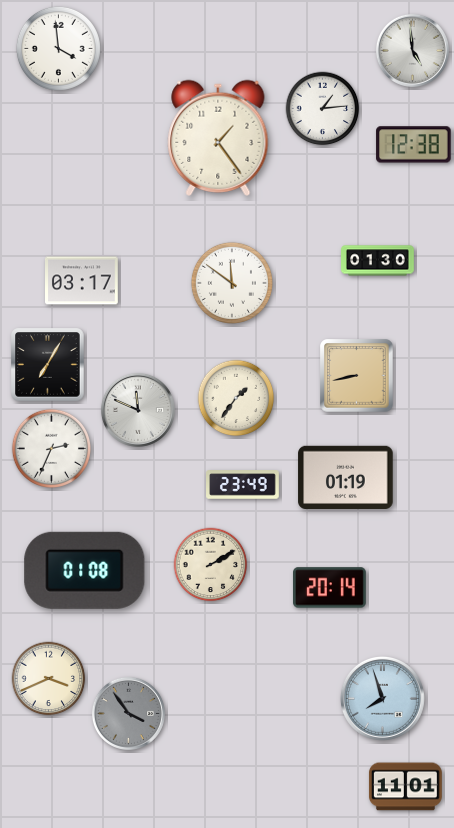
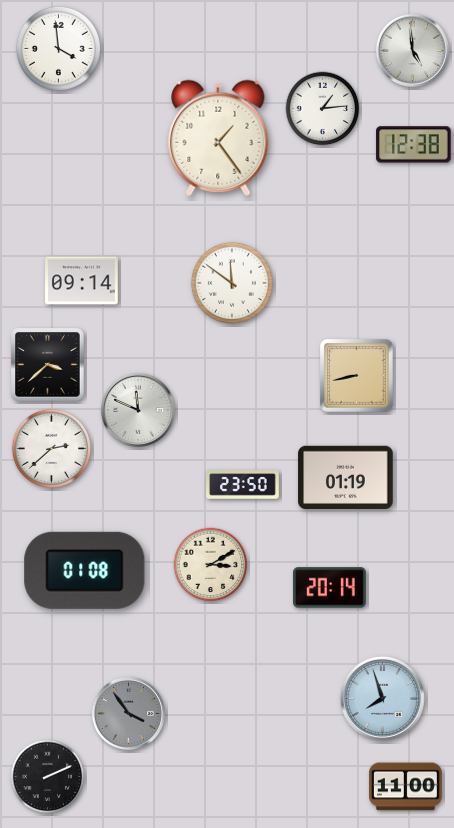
clock at (378, 261): 01:30 -> none
clock at (82, 281): 03:17 -> 09:14
clock at (48, 365): 7:05 -> 3:38
clock at (236, 398): 1:36 -> none
clock at (51, 448): 2:34 -> 2:38
clock at (243, 485): 23:49 -> 23:50
clock at (211, 565): 2:10 -> 3:10
clock at (49, 679): 3:41 -> none
clock at (48, 777): none -> 2:11
clock at (405, 787): 11:01 -> 11:00
